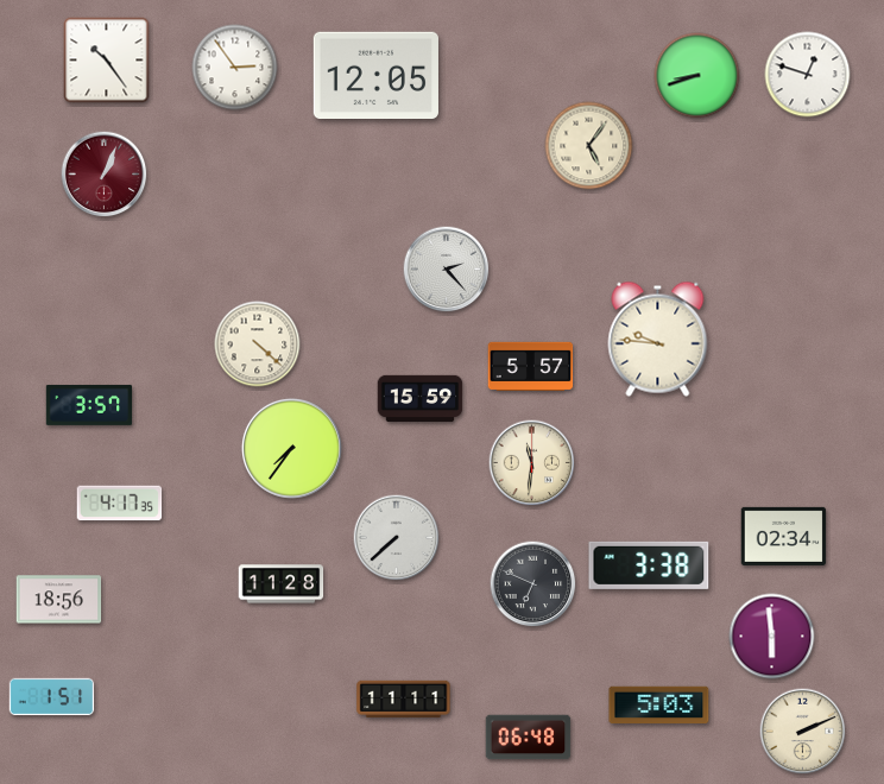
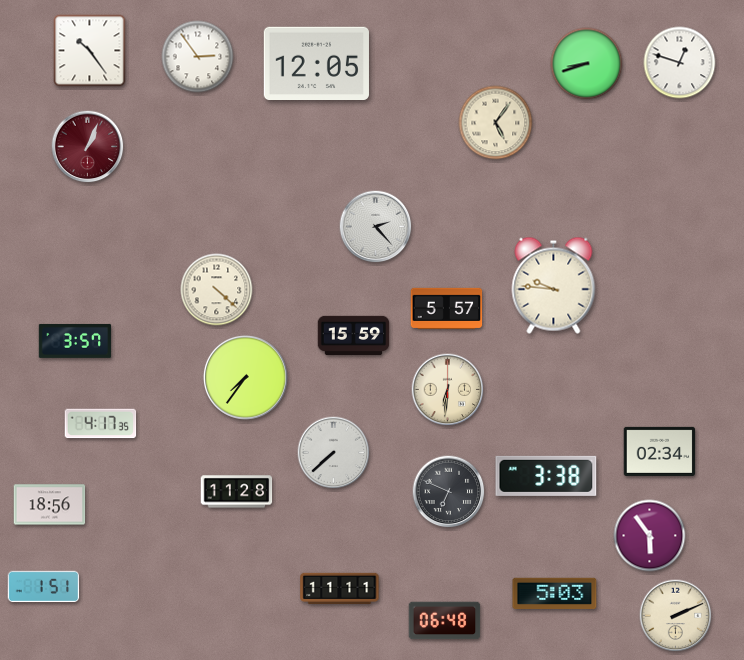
clock at (532, 463): 11:31 -> 6:31
clock at (772, 637): 5:59 -> 5:54
